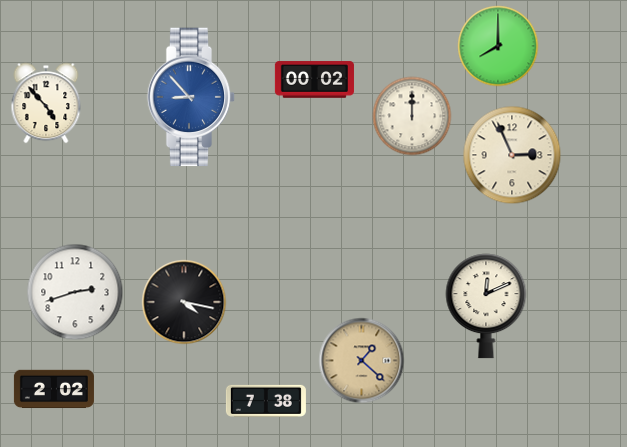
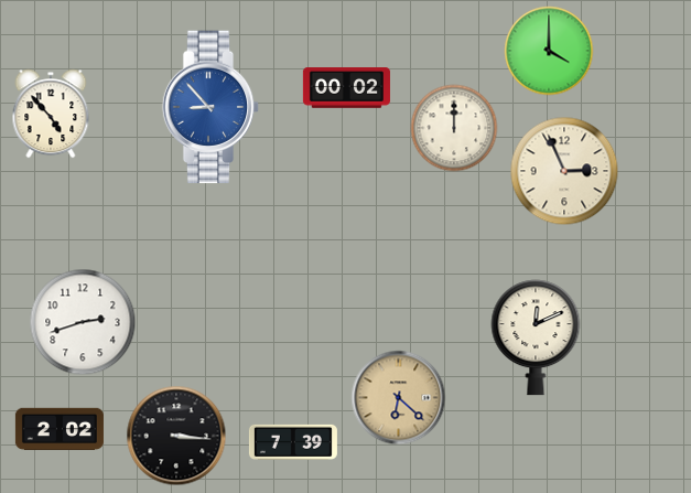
clock at (498, 46): 8:00 -> 4:00
clock at (184, 302): 4:17 -> none
clock at (362, 361): 1:22 -> 6:22
clock at (176, 436): none -> 3:16
clock at (266, 401): 7:38 -> 7:39
